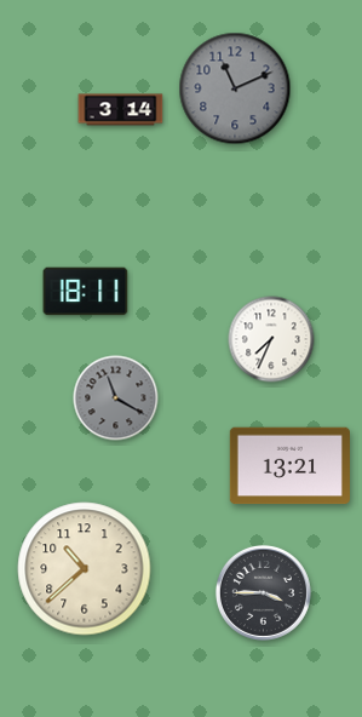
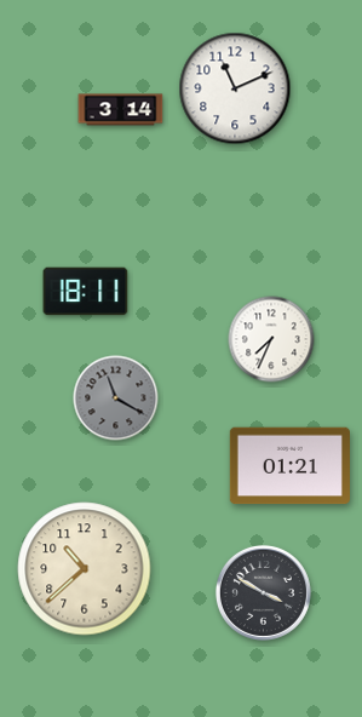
clock at (235, 88) dial: grey -> white
clock at (289, 466): 13:21 -> 01:21
clock at (263, 592): 3:45 -> 3:50
